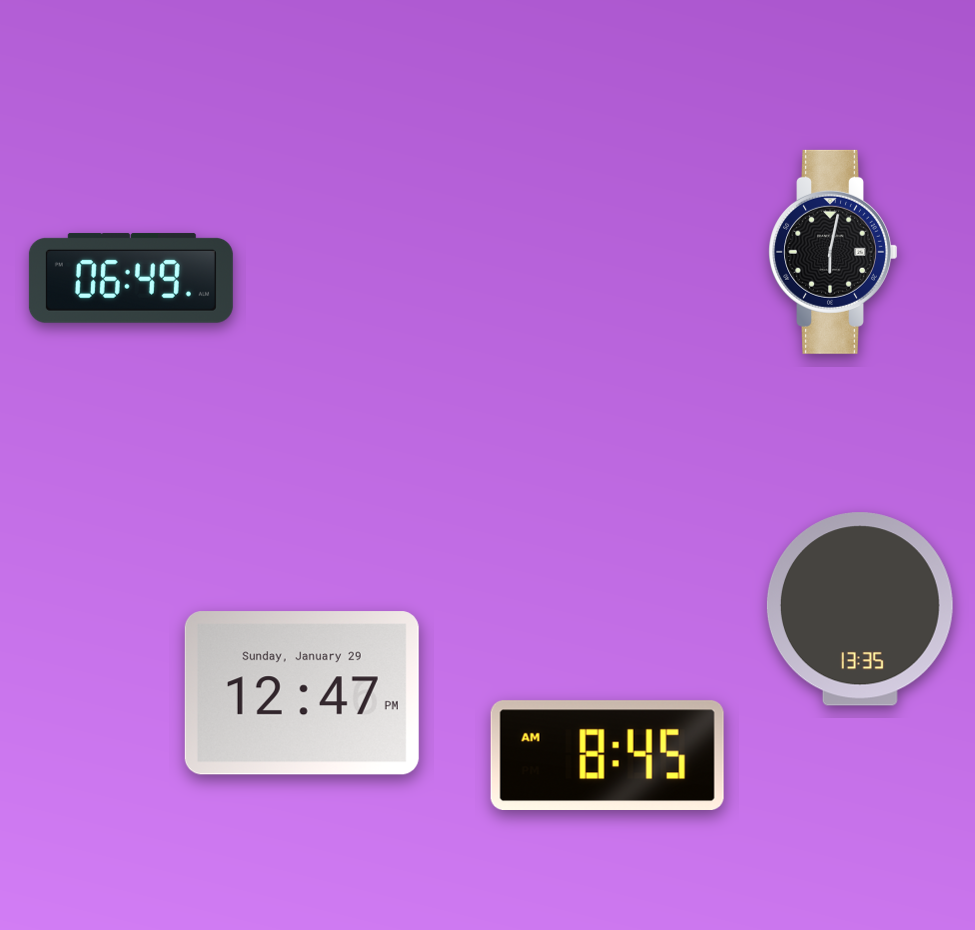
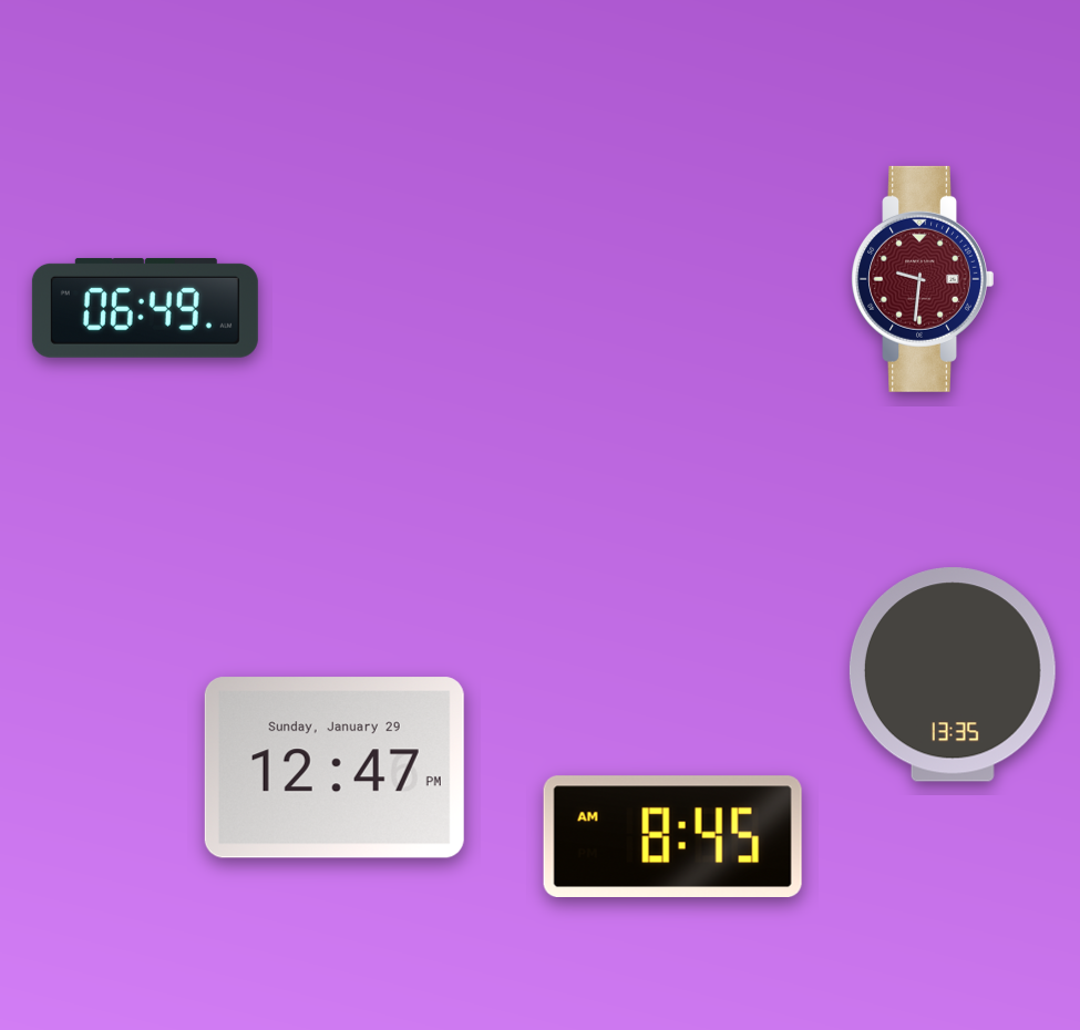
clock at (833, 252): 6:02 -> 9:31
clock at (833, 252) dial: black -> burgundy
